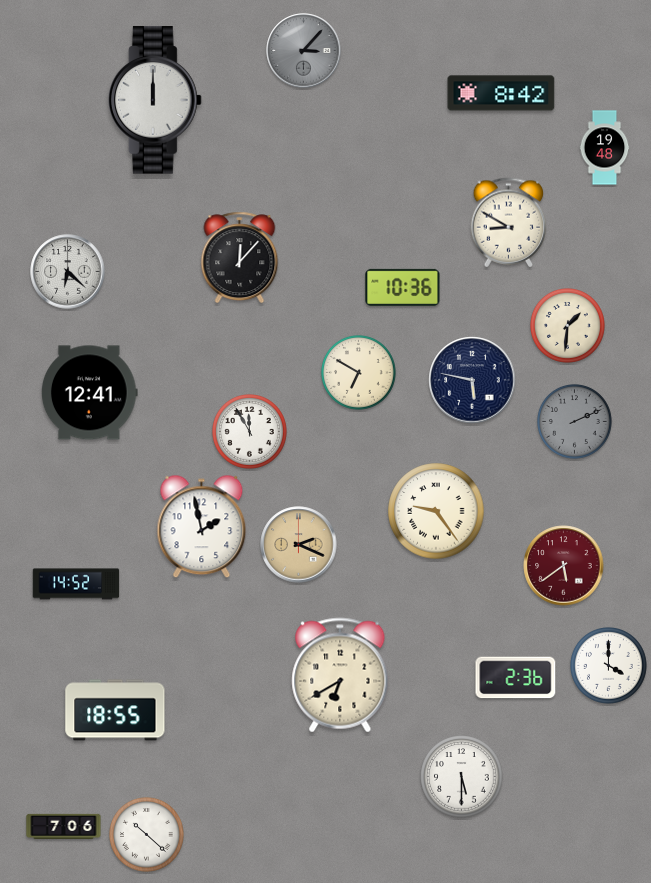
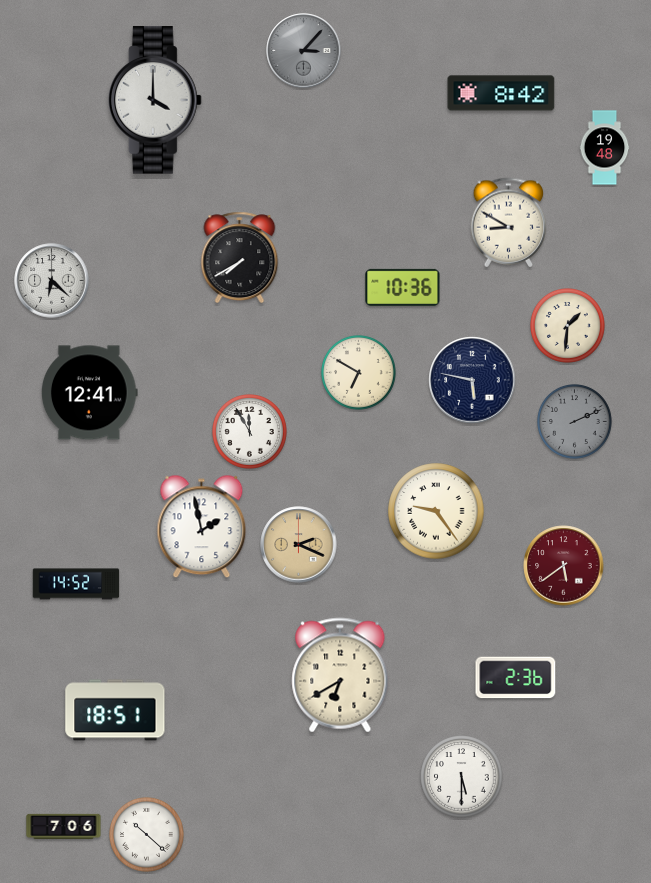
clock at (155, 100): 12:00 -> 4:00
clock at (240, 258): 12:07 -> 7:40
clock at (68, 272) position: (68, 272) -> (52, 281)
clock at (609, 666): 4:00 -> none
clock at (115, 710): 18:55 -> 18:51
